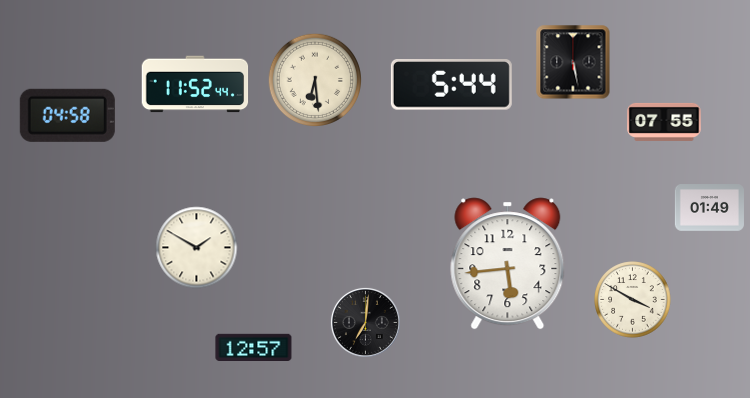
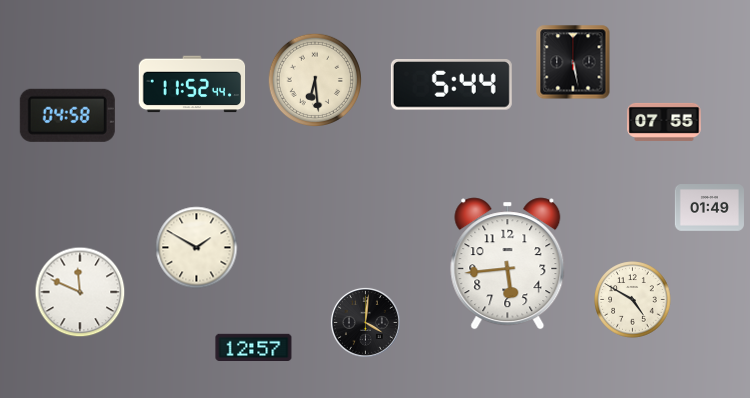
clock at (195, 84) position: (195, 84) -> (192, 84)
clock at (80, 292): none -> 11:49
clock at (633, 300): 3:50 -> 4:50
clock at (365, 322): 7:01 -> 4:01
